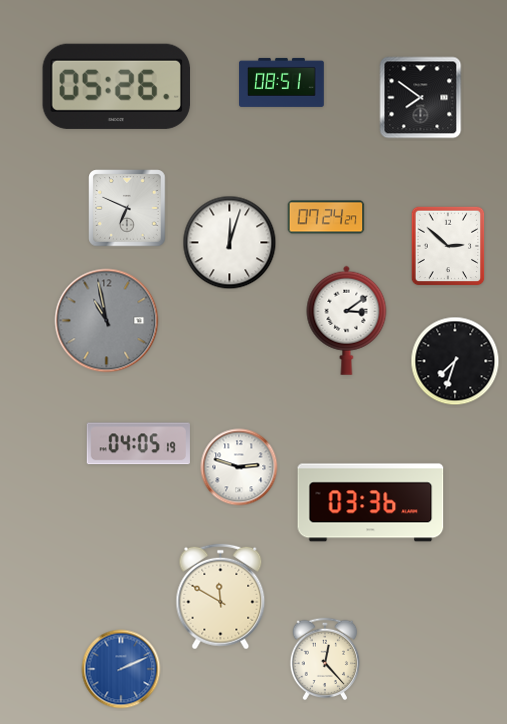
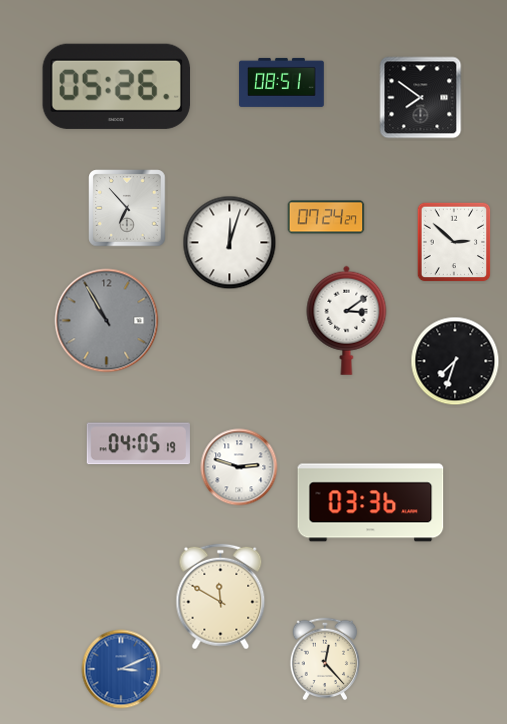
clock at (127, 208): 6:49 -> 6:53
clock at (448, 246) position: (448, 246) -> (454, 242)
clock at (107, 321): 10:58 -> 10:55
clock at (121, 669): 2:11 -> 3:11
